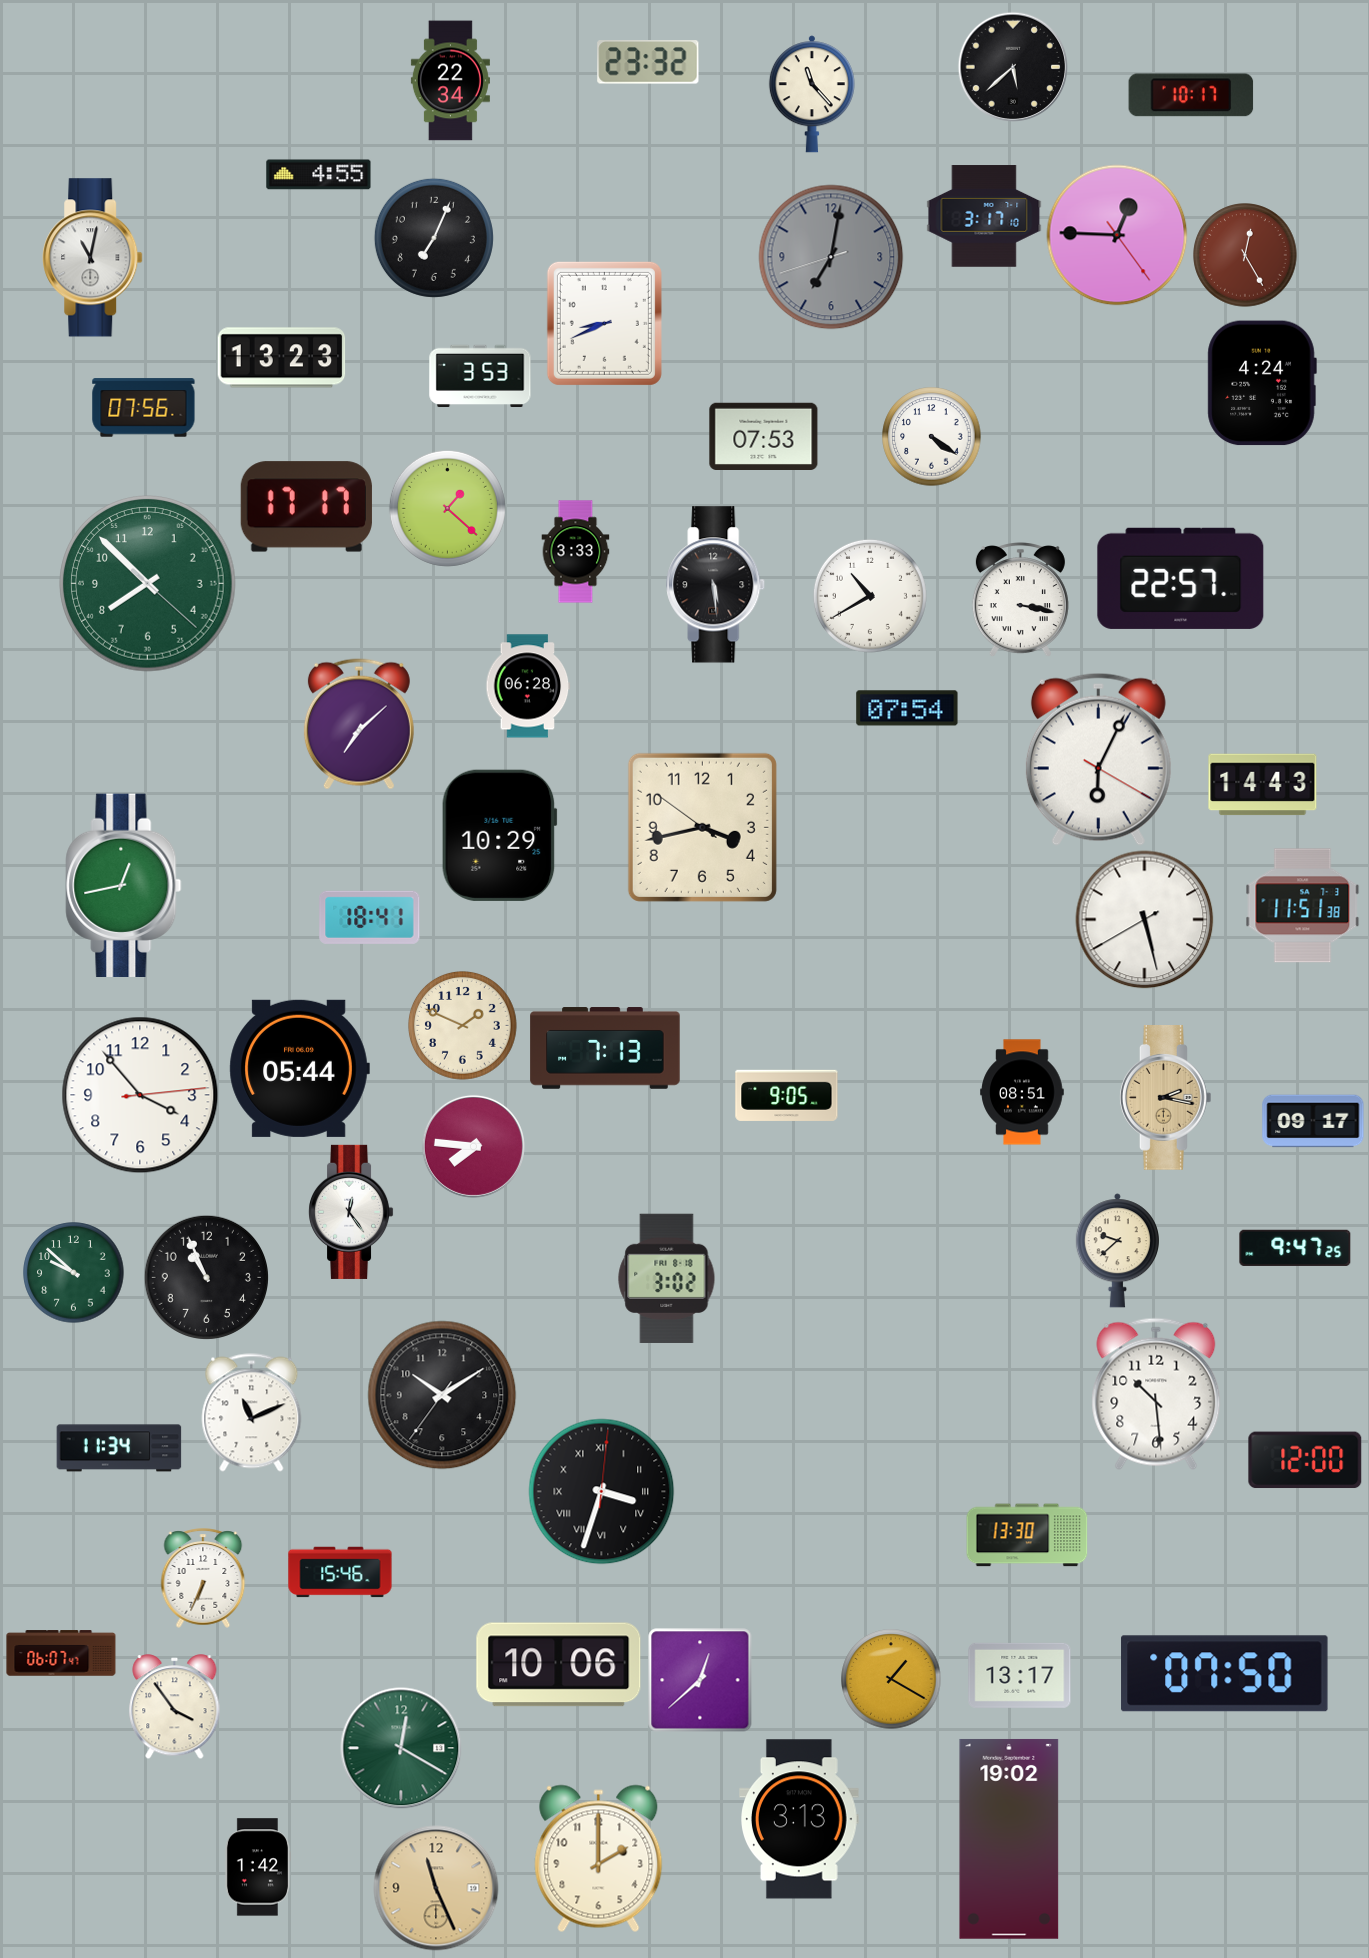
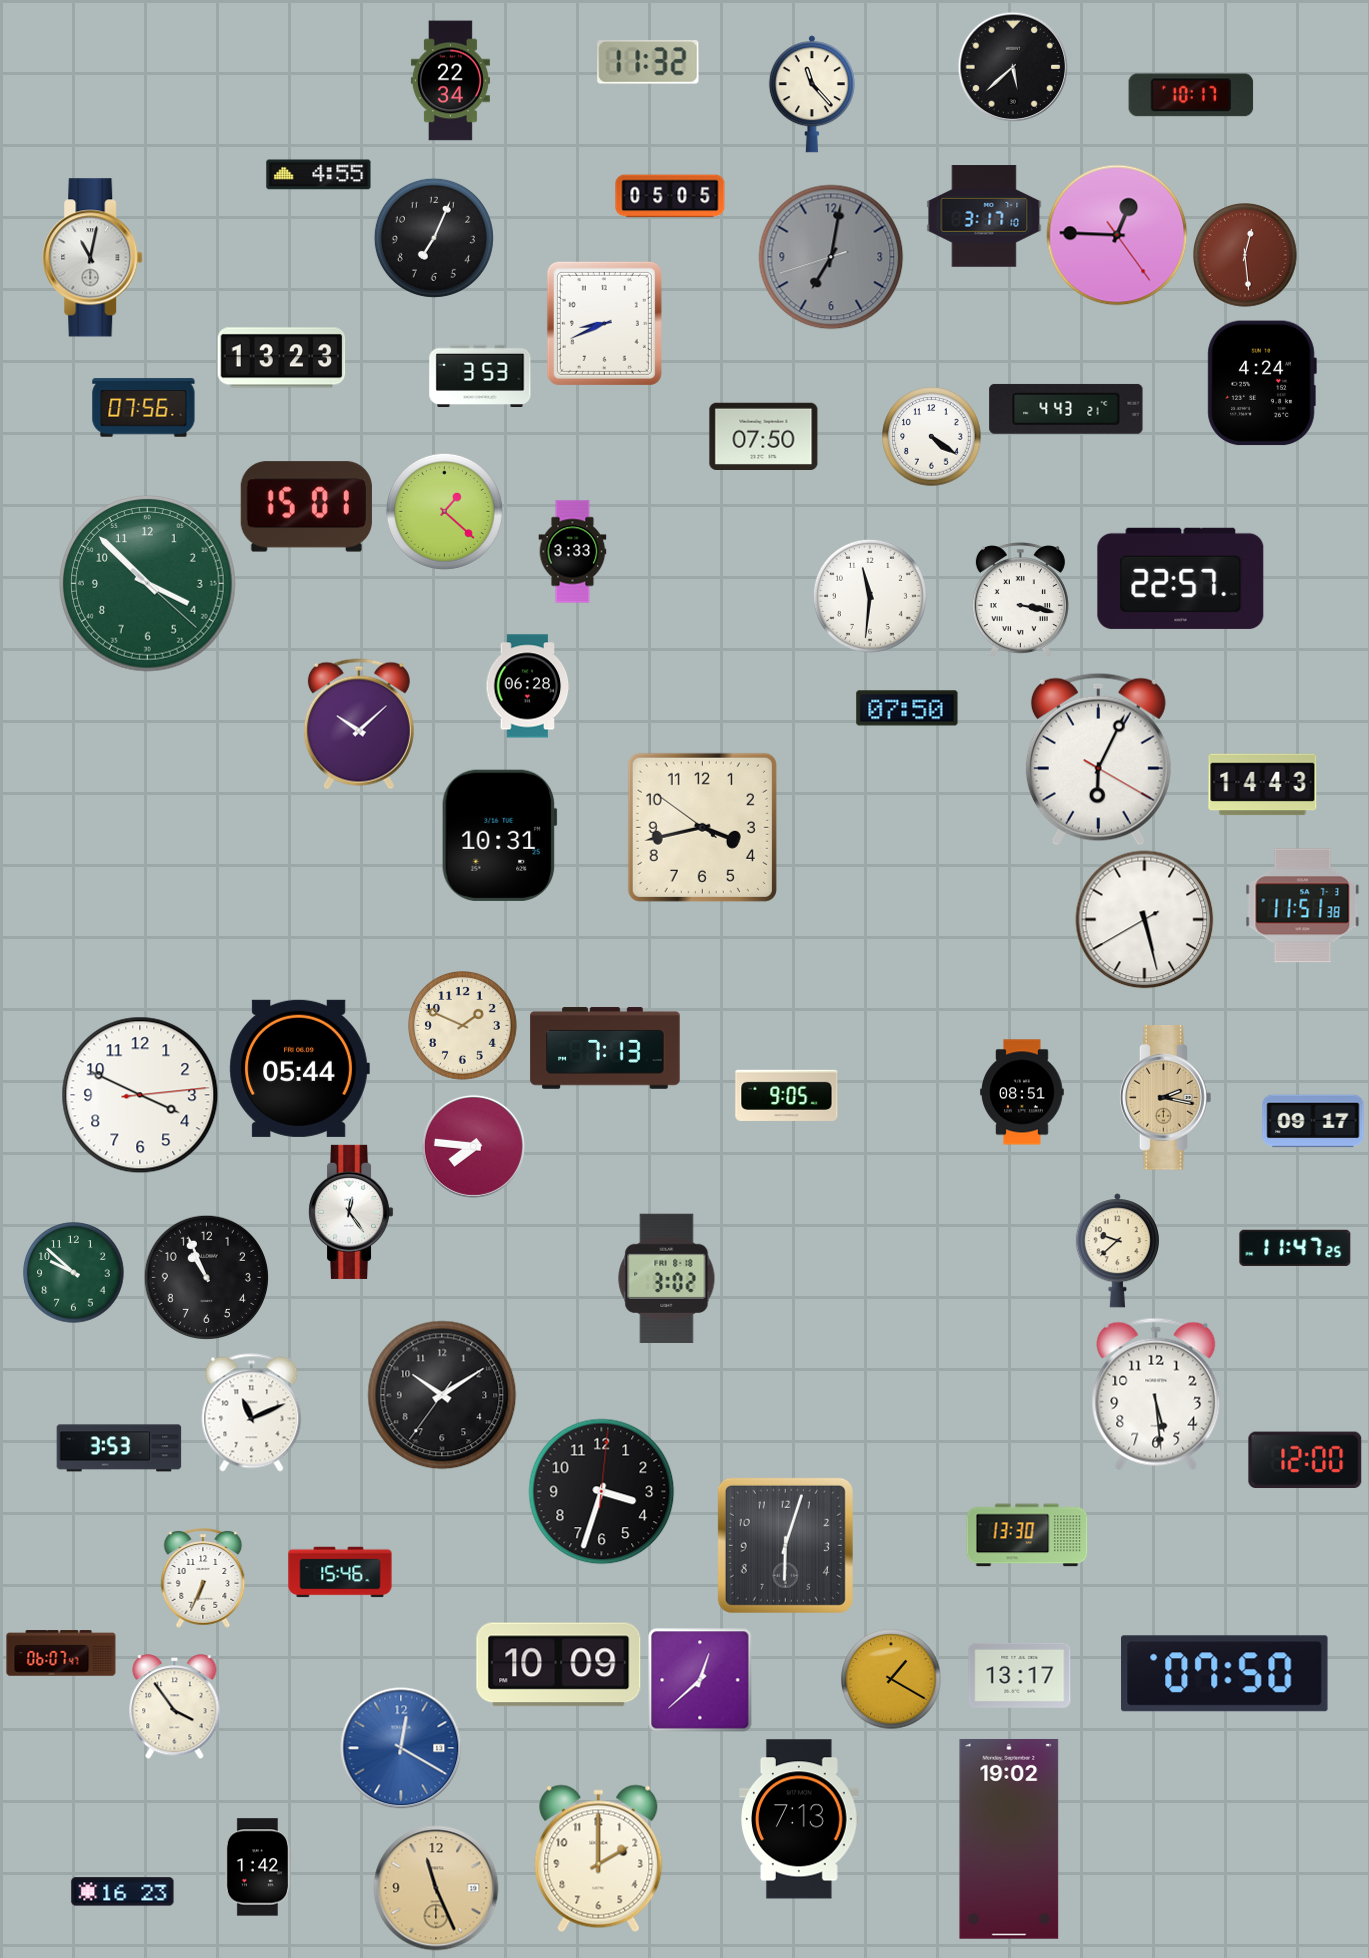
clock at (648, 62): 23:32 -> 11:32
clock at (670, 196): none -> 05:05
clock at (1245, 255): 12:25 -> 12:29
clock at (1066, 409): none -> 4:43
clock at (764, 436): 07:53 -> 07:50
clock at (306, 507): 17:17 -> 15:01
clock at (447, 508) position: (447, 508) -> (444, 511)
clock at (576, 552) position: (576, 552) -> (573, 552)
clock at (148, 584): 7:52 -> 3:52
clock at (716, 585): 5:29 -> none
clock at (870, 596): 10:40 -> 11:31
clock at (907, 708): 07:54 -> 07:50
clock at (359, 724): 7:08 -> 10:08
clock at (499, 835): 10:29 -> 10:31
clock at (124, 885): 12:43 -> none
clock at (370, 917): 18:41 -> none
clock at (140, 1095): 3:53 -> 3:49
clock at (1295, 1248): 9:47 -> 11:47
clock at (1156, 1394): 10:29 -> 5:29
clock at (119, 1448): 11:34 -> 3:53
clock at (602, 1492) numerals: Roman -> Arabic
clock at (785, 1545): none -> 6:03
clock at (559, 1665): 10:06 -> 10:09
clock at (401, 1748) dial: green -> blue
clock at (800, 1819): 3:13 -> 7:13
clock at (123, 1892): none -> 16:23
